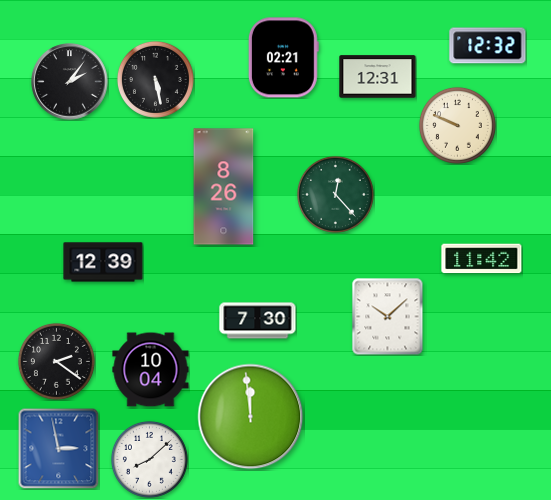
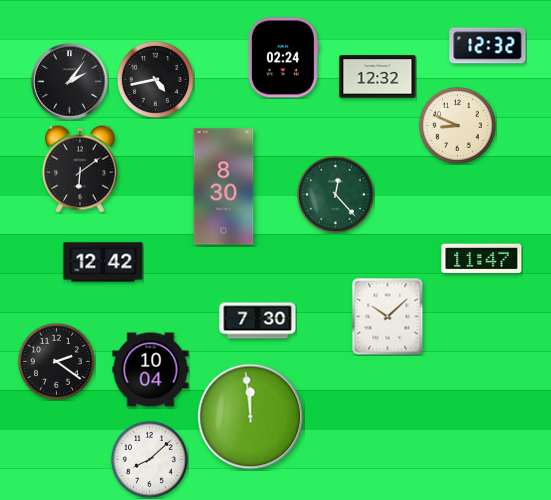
clock at (283, 58): 02:21 -> 02:24
clock at (378, 77): 12:31 -> 12:32
clock at (155, 79): 5:28 -> 4:43
clock at (457, 125): 9:49 -> 8:49
clock at (80, 169): none -> 6:09
clock at (224, 187): 8:26 -> 8:30
clock at (482, 259): 11:42 -> 11:47
clock at (103, 262): 12:39 -> 12:42
clock at (58, 448): 2:58 -> none
